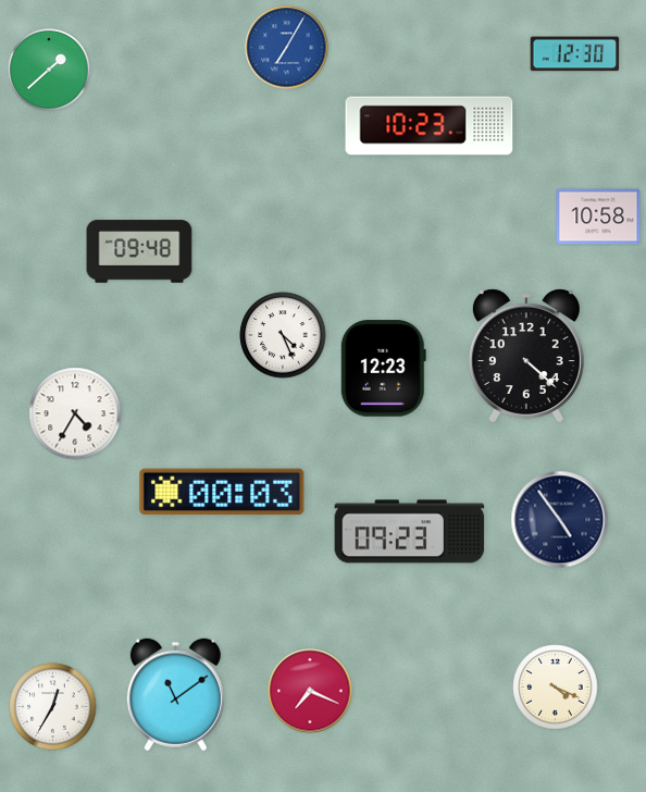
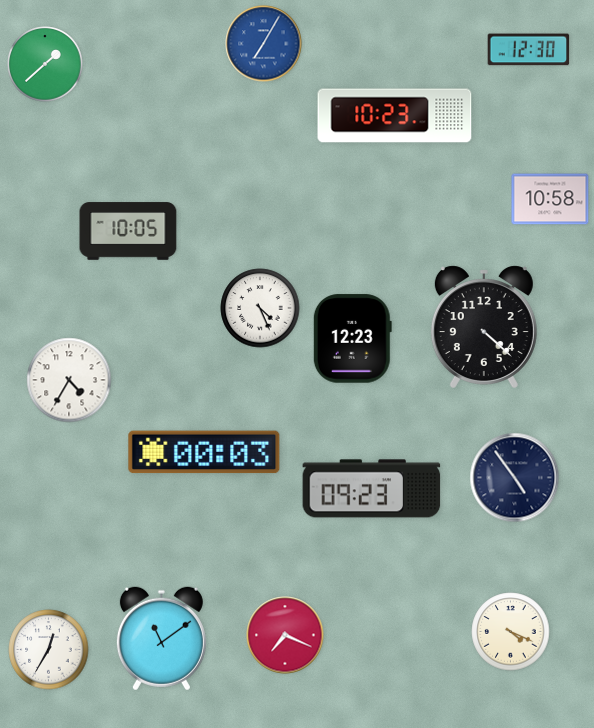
clock at (139, 251): 09:48 -> 10:05
clock at (410, 532) position: (410, 532) -> (372, 489)
